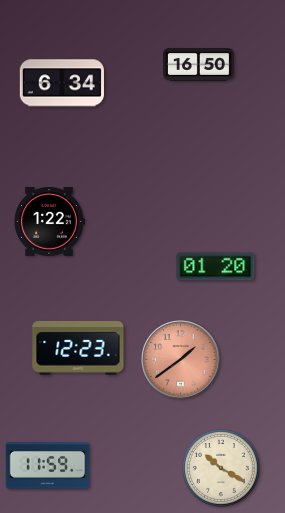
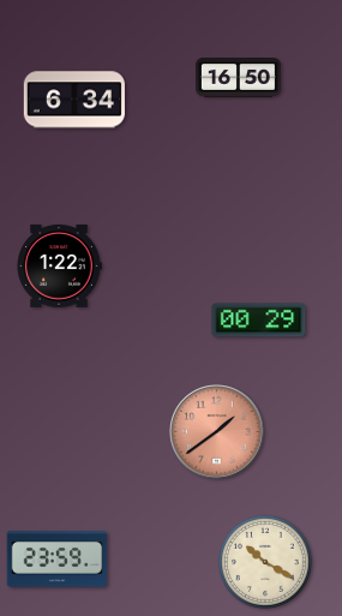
clock at (216, 267): 01:20 -> 00:29
clock at (78, 348): 12:23 -> none
clock at (48, 466): 11:59 -> 23:59
